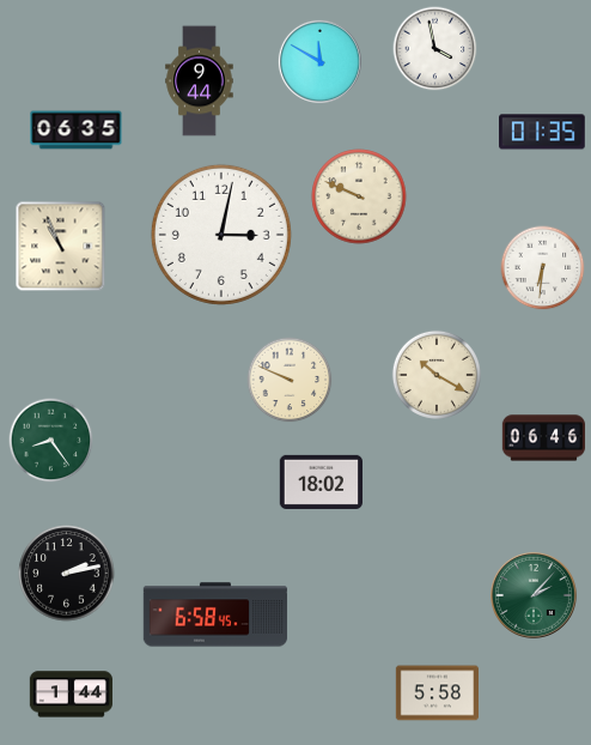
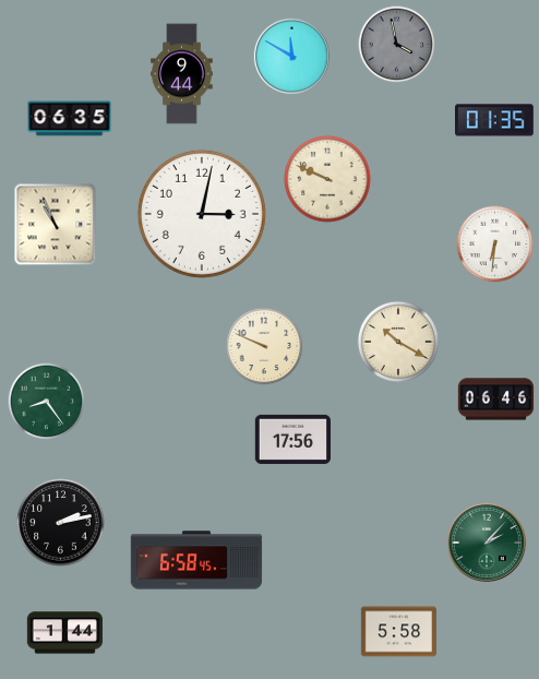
clock at (435, 49) dial: white -> grey
clock at (321, 481): 18:02 -> 17:56
